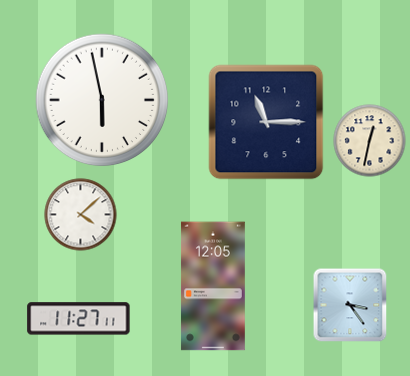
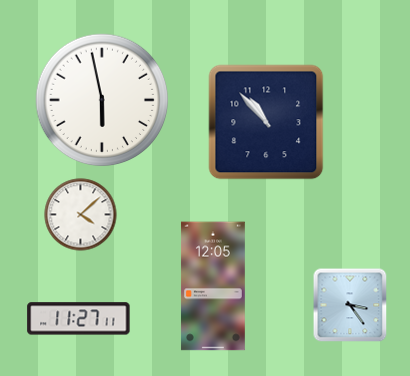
clock at (266, 122): 11:15 -> 10:53
clock at (370, 141): 12:32 -> none
